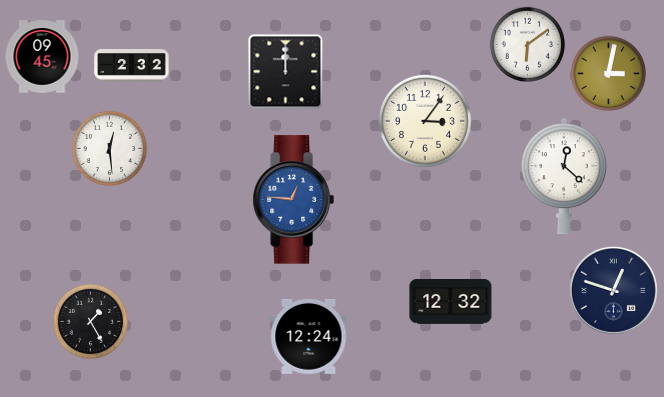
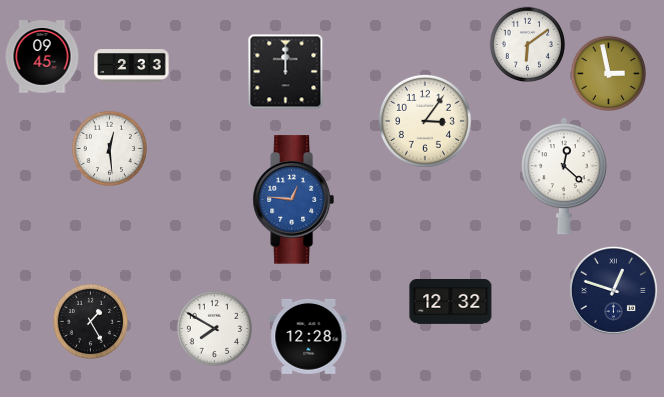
clock at (132, 66): 2:32 -> 2:33
clock at (608, 73): 3:02 -> 2:58
clock at (214, 328): none -> 7:50
clock at (309, 336): 12:24 -> 12:28
